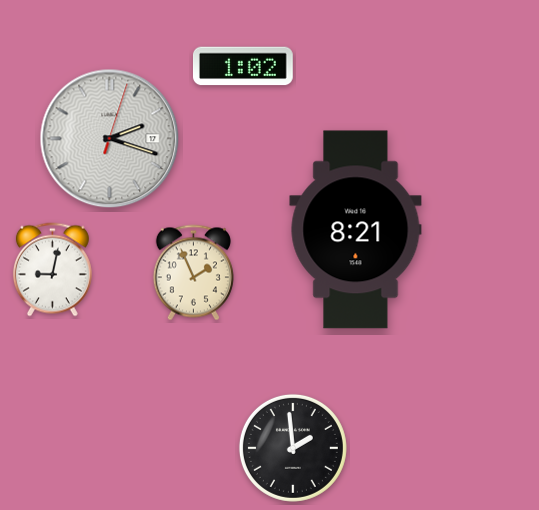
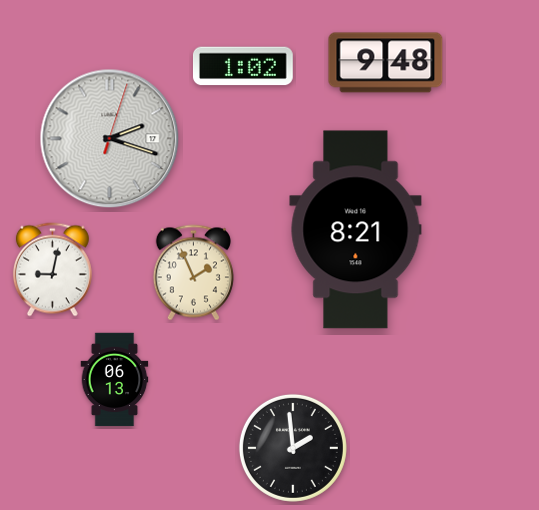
clock at (386, 63): none -> 9:48
clock at (115, 380): none -> 06:13
